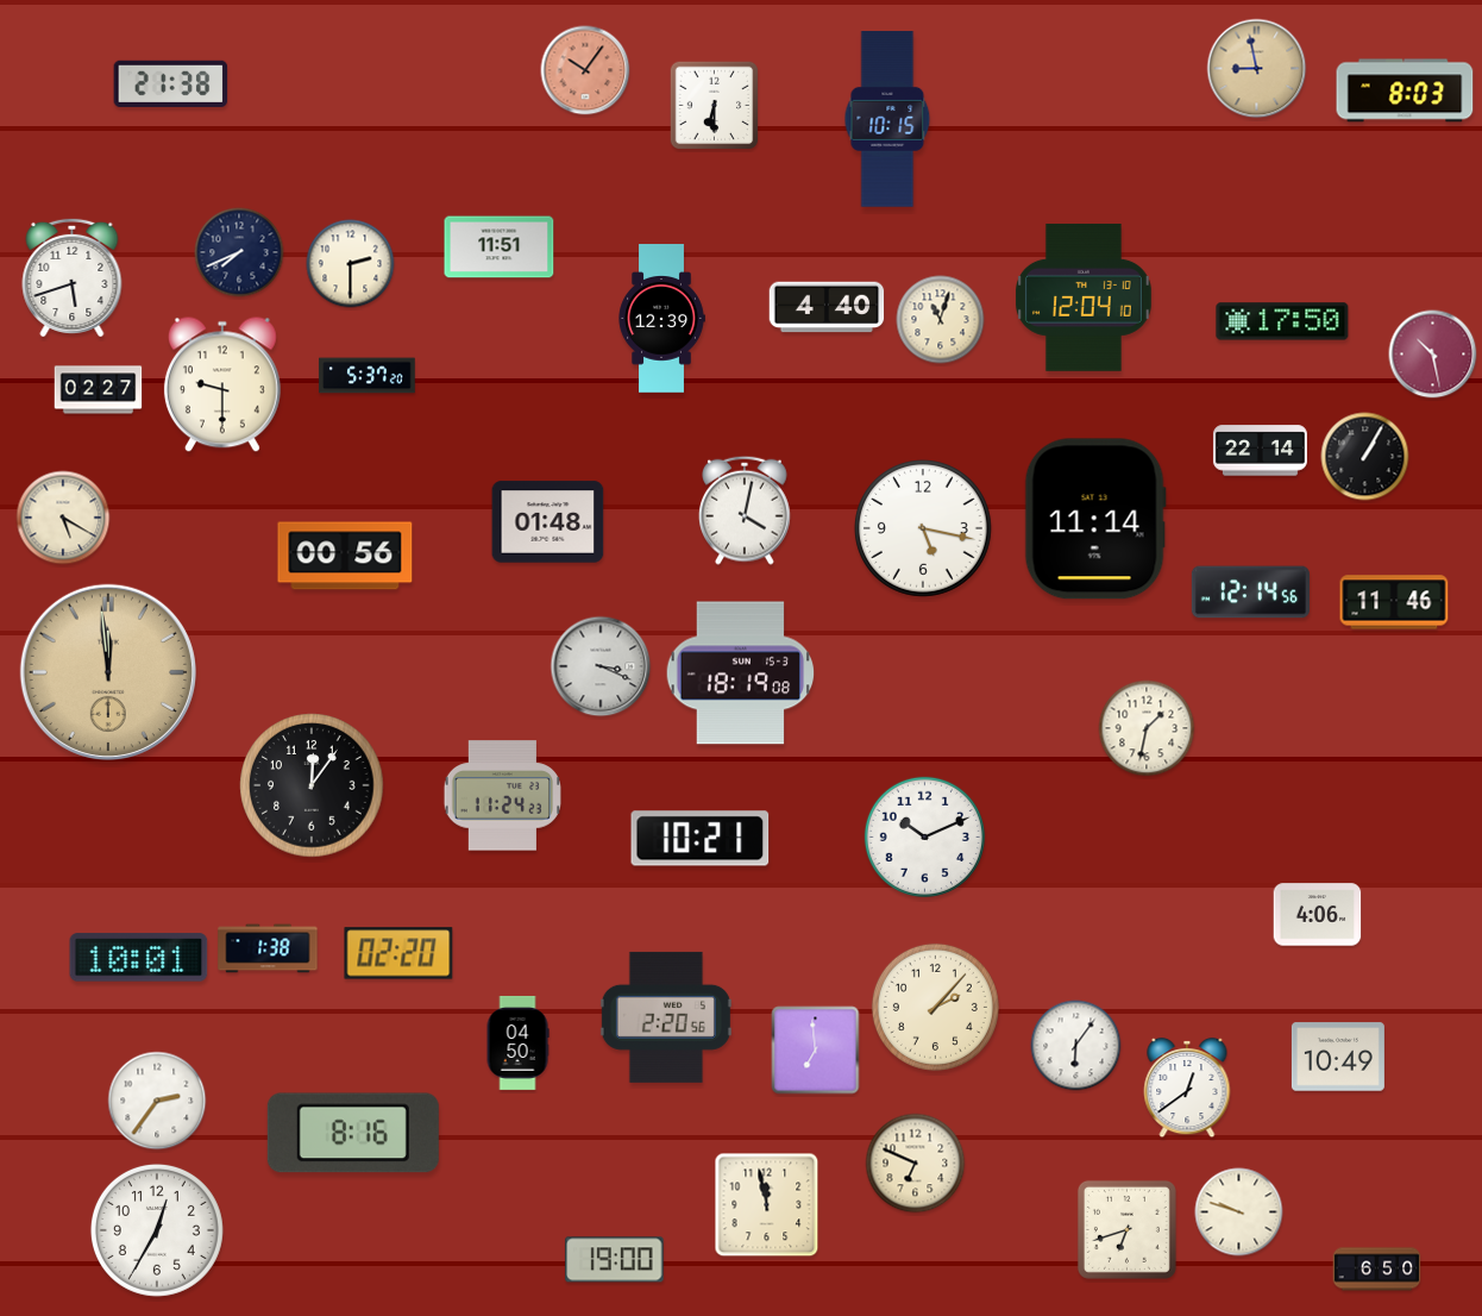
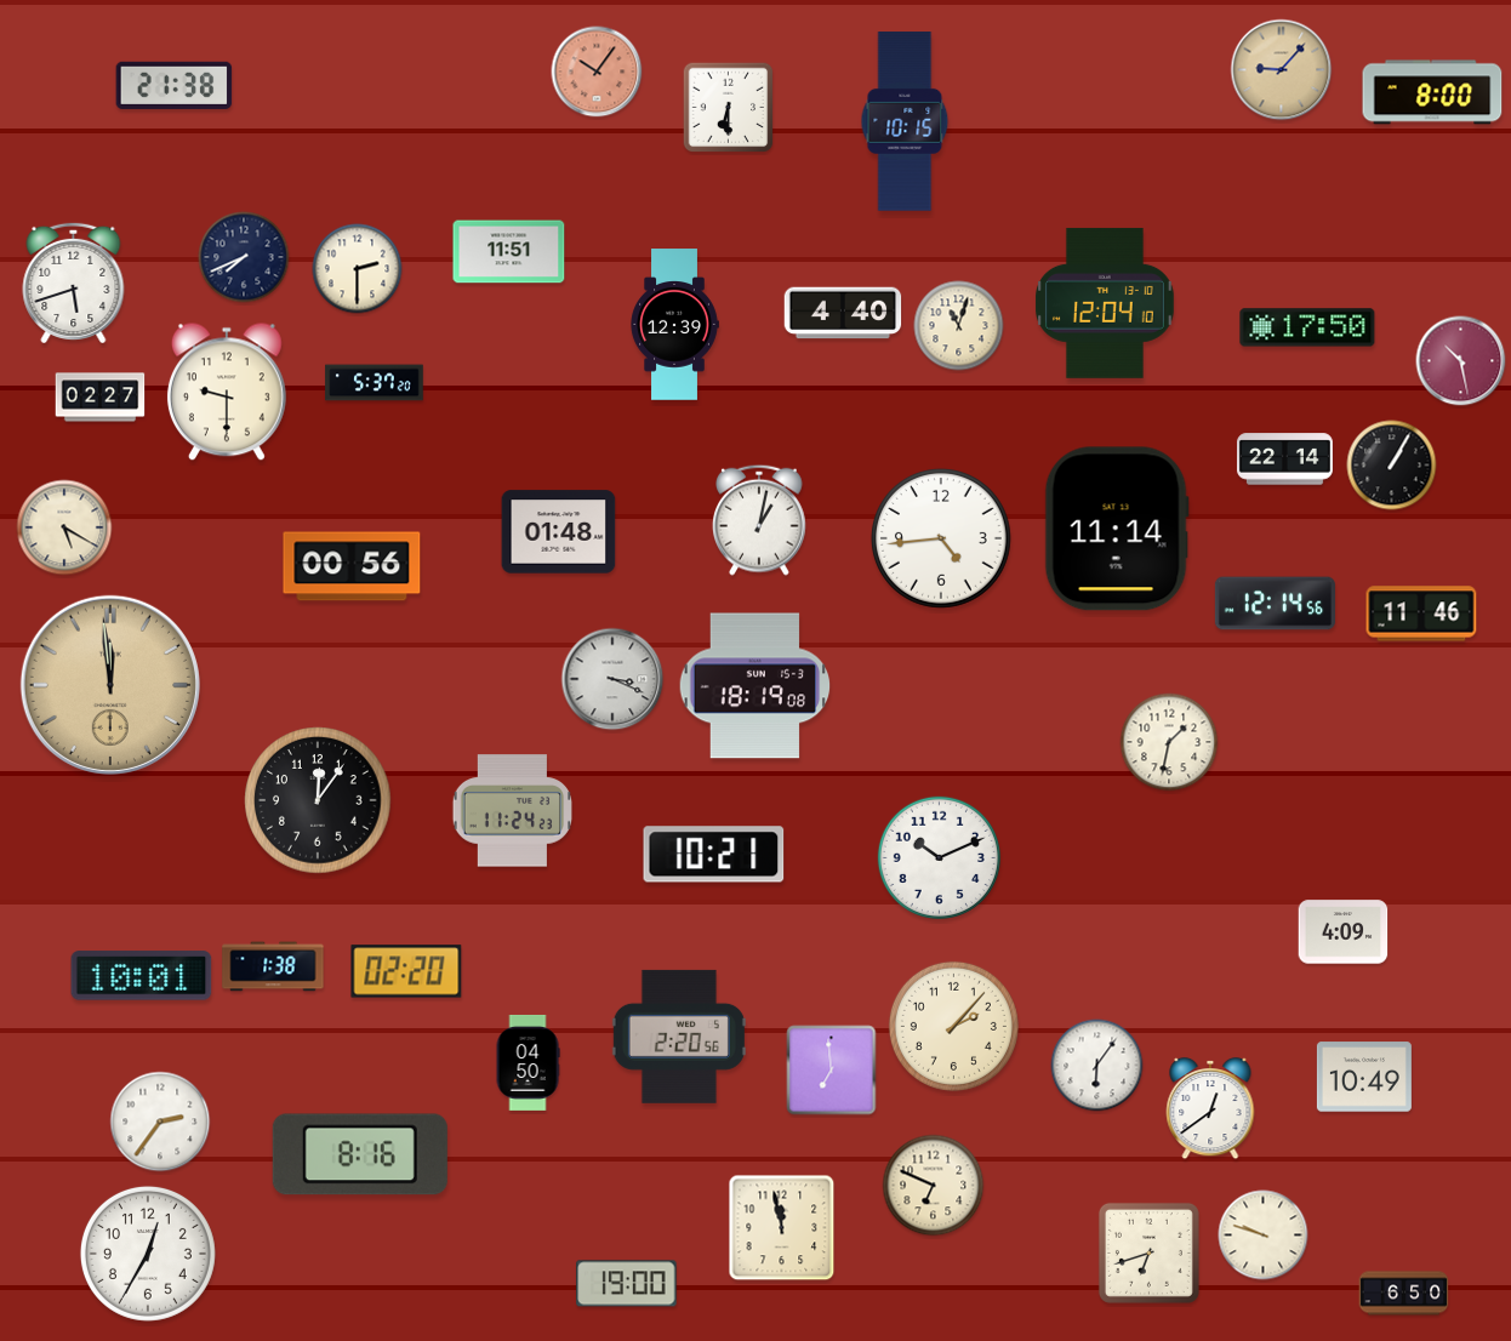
clock at (1257, 69): 8:58 -> 9:07
clock at (1405, 90): 8:03 -> 8:00
clock at (746, 510): 4:02 -> 1:02
clock at (923, 528): 5:17 -> 4:44
clock at (924, 836) position: (924, 836) -> (939, 857)
clock at (1318, 915): 4:06 -> 4:09
clock at (157, 1230) position: (157, 1230) -> (148, 1254)
